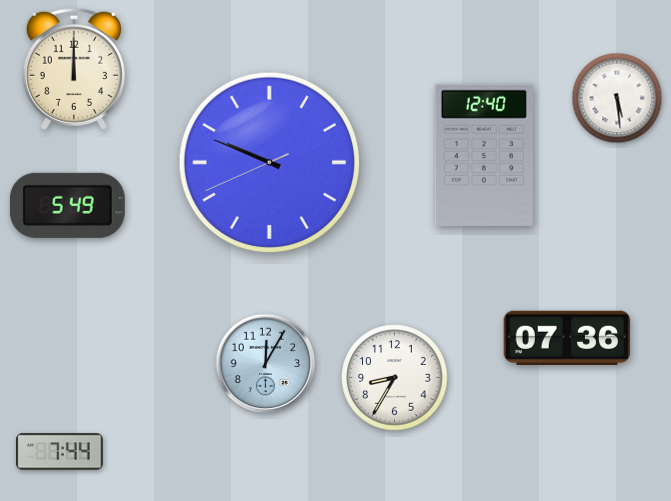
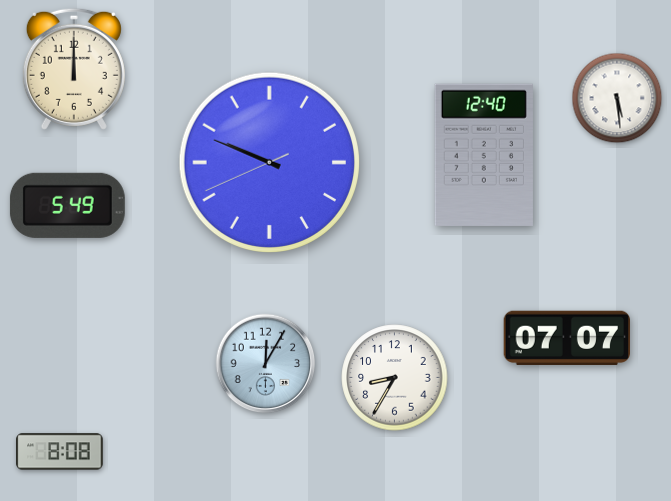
clock at (566, 338): 07:36 -> 07:07
clock at (60, 452): 7:44 -> 8:08
